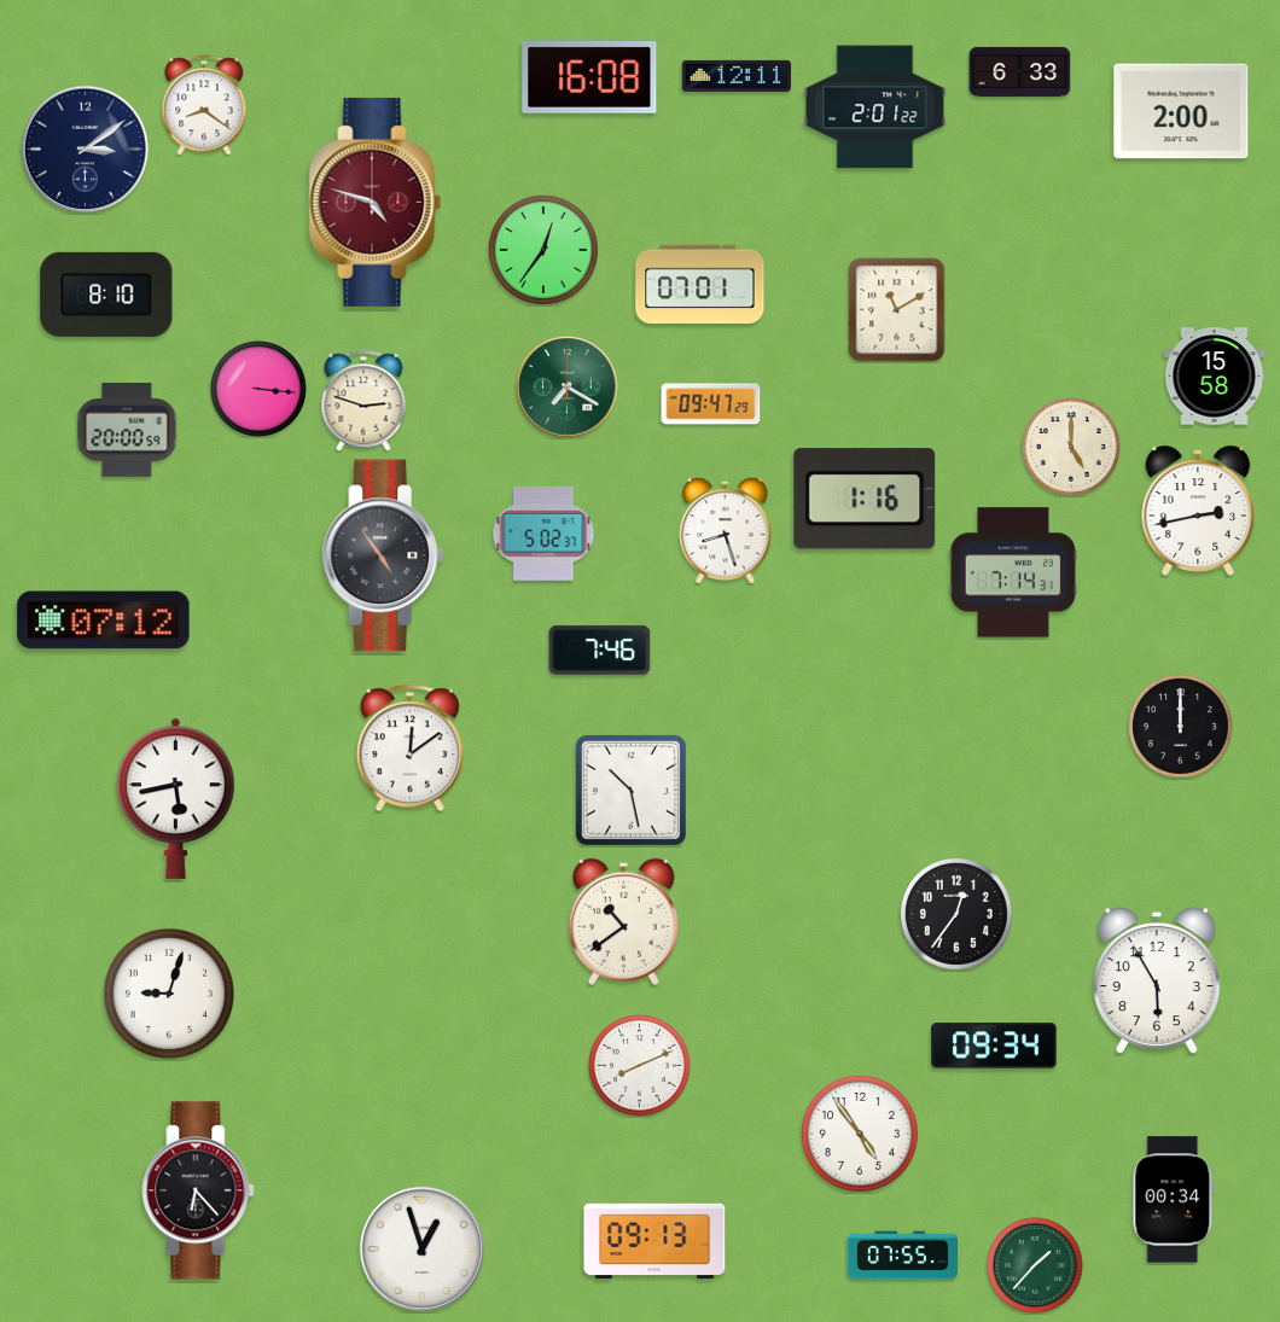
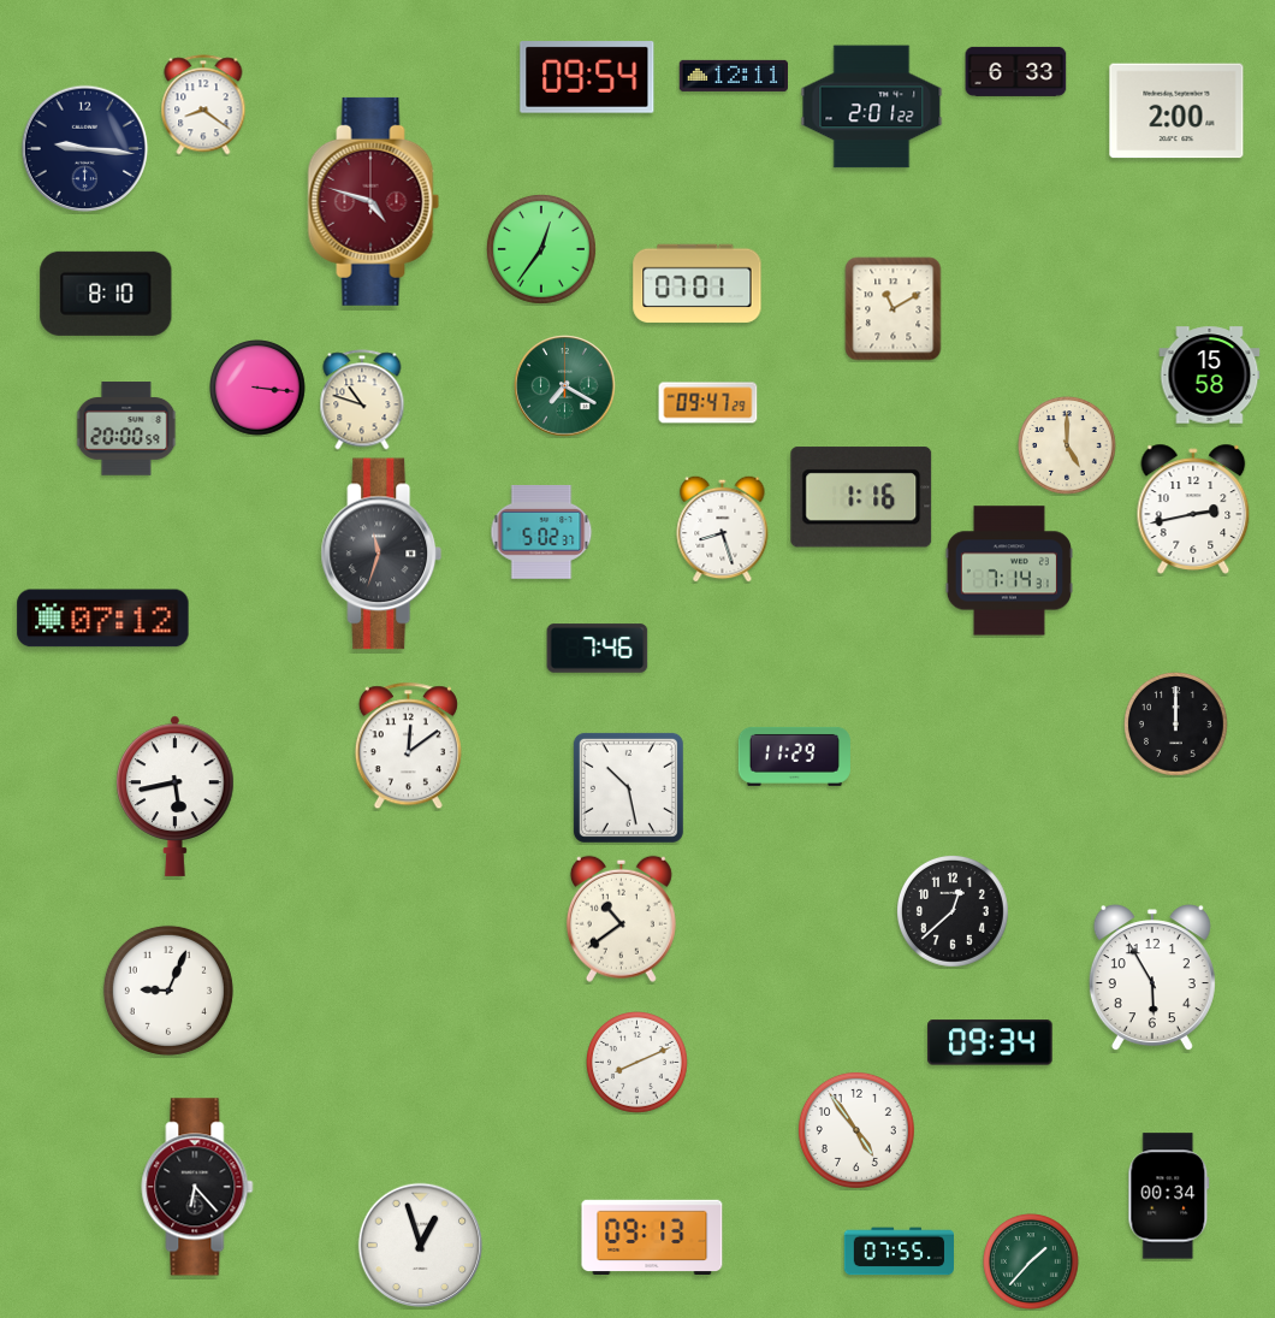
clock at (589, 77): 16:08 -> 09:54
clock at (86, 150): 3:09 -> 9:16
clock at (363, 401): 2:48 -> 10:48
clock at (383, 555): 4:54 -> 11:33
clock at (794, 756): none -> 11:29
clock at (956, 914): 12:36 -> 12:38
clock at (169, 994): 9:03 -> 9:04
